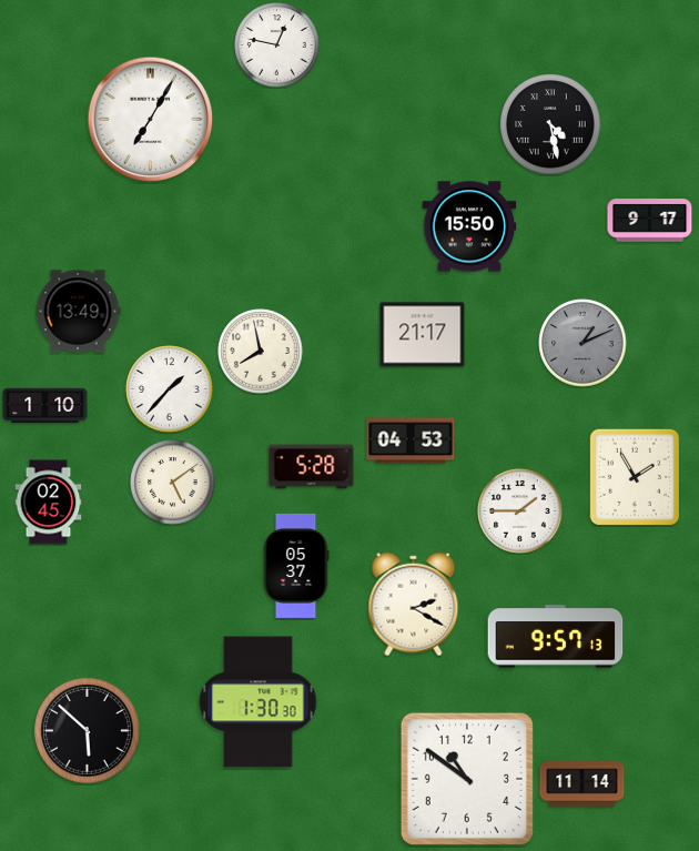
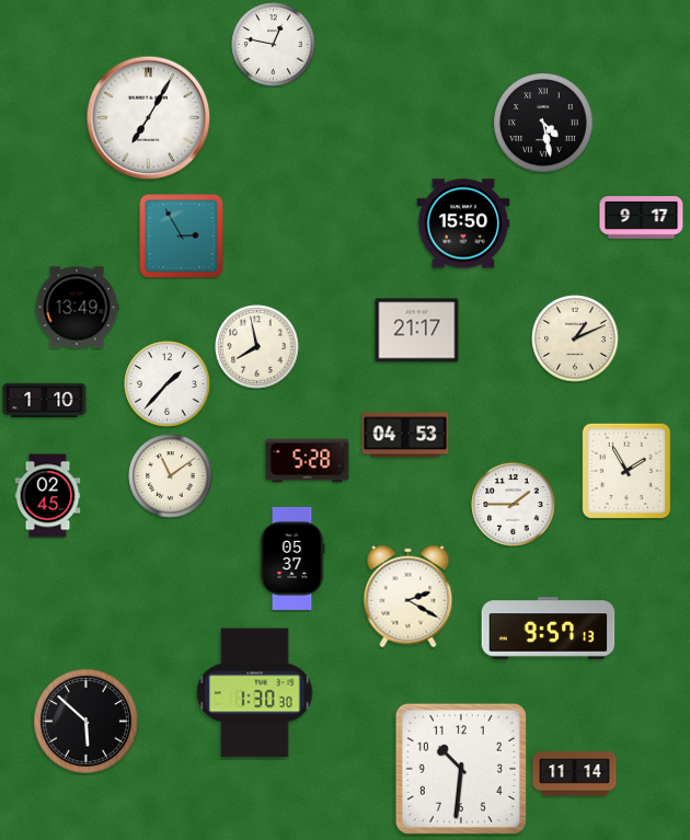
clock at (182, 237): none -> 2:55
clock at (582, 343) dial: grey -> cream
clock at (173, 483): 5:09 -> 11:09
clock at (467, 779): 10:51 -> 10:31
